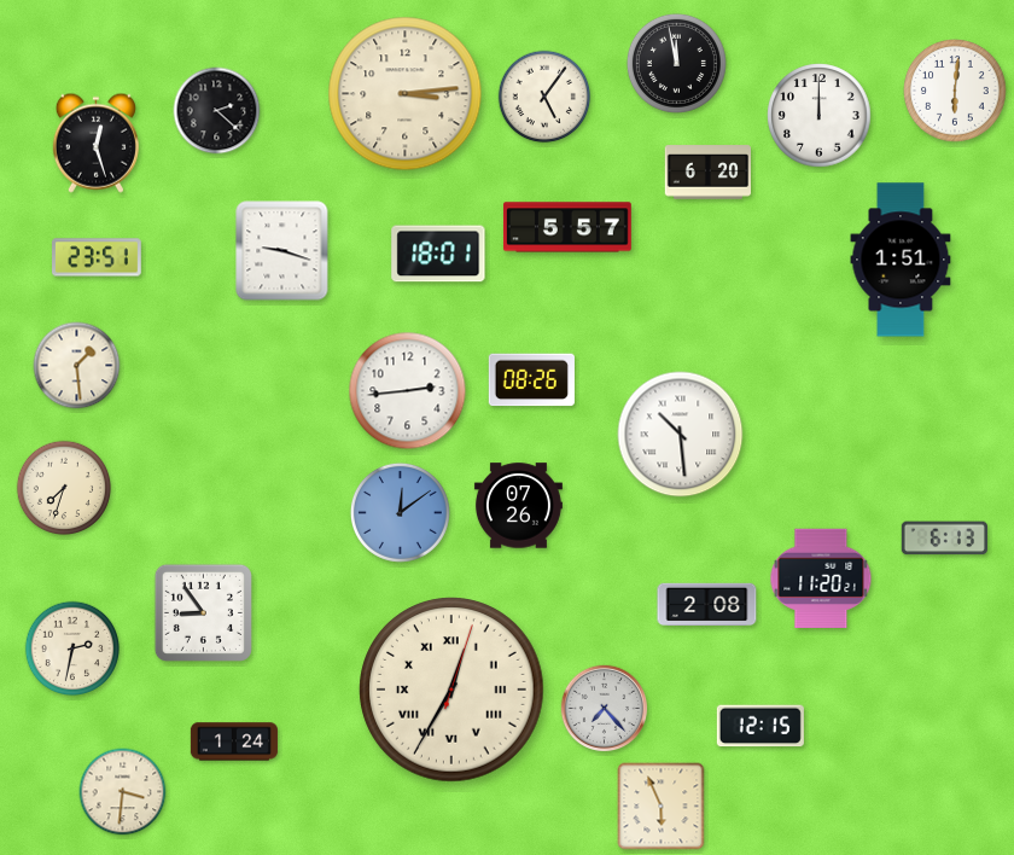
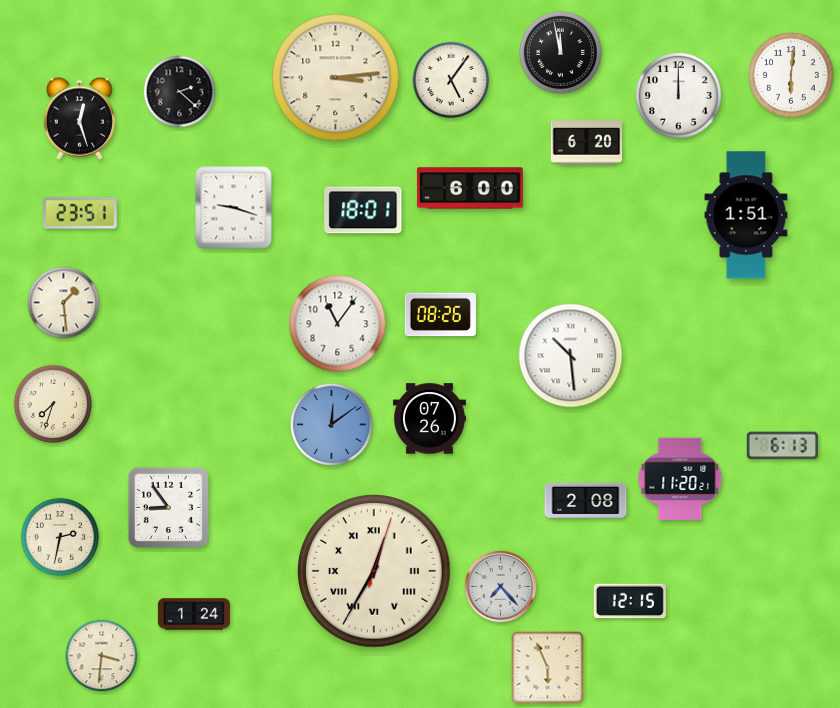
clock at (567, 227): 5:57 -> 6:00
clock at (408, 391): 2:44 -> 11:06
clock at (681, 435) position: (681, 435) -> (571, 356)
